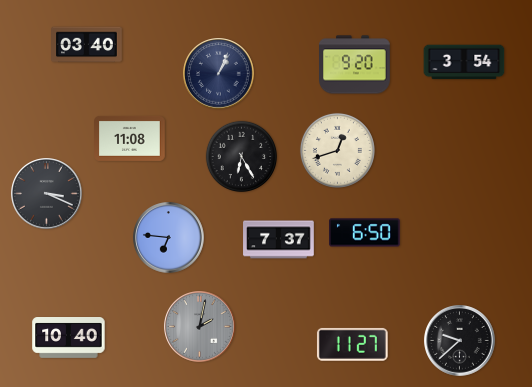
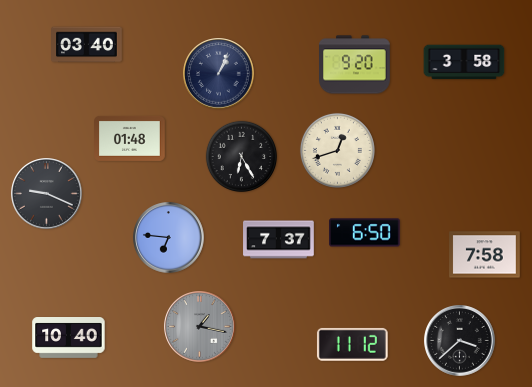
clock at (464, 62): 3:54 -> 3:58
clock at (130, 138): 11:08 -> 01:48
clock at (47, 194): 3:19 -> 9:19
clock at (485, 255): none -> 7:58
clock at (200, 327): 2:02 -> 1:17
clock at (460, 341): 9:38 -> 3:38
clock at (352, 344): 11:27 -> 11:12
